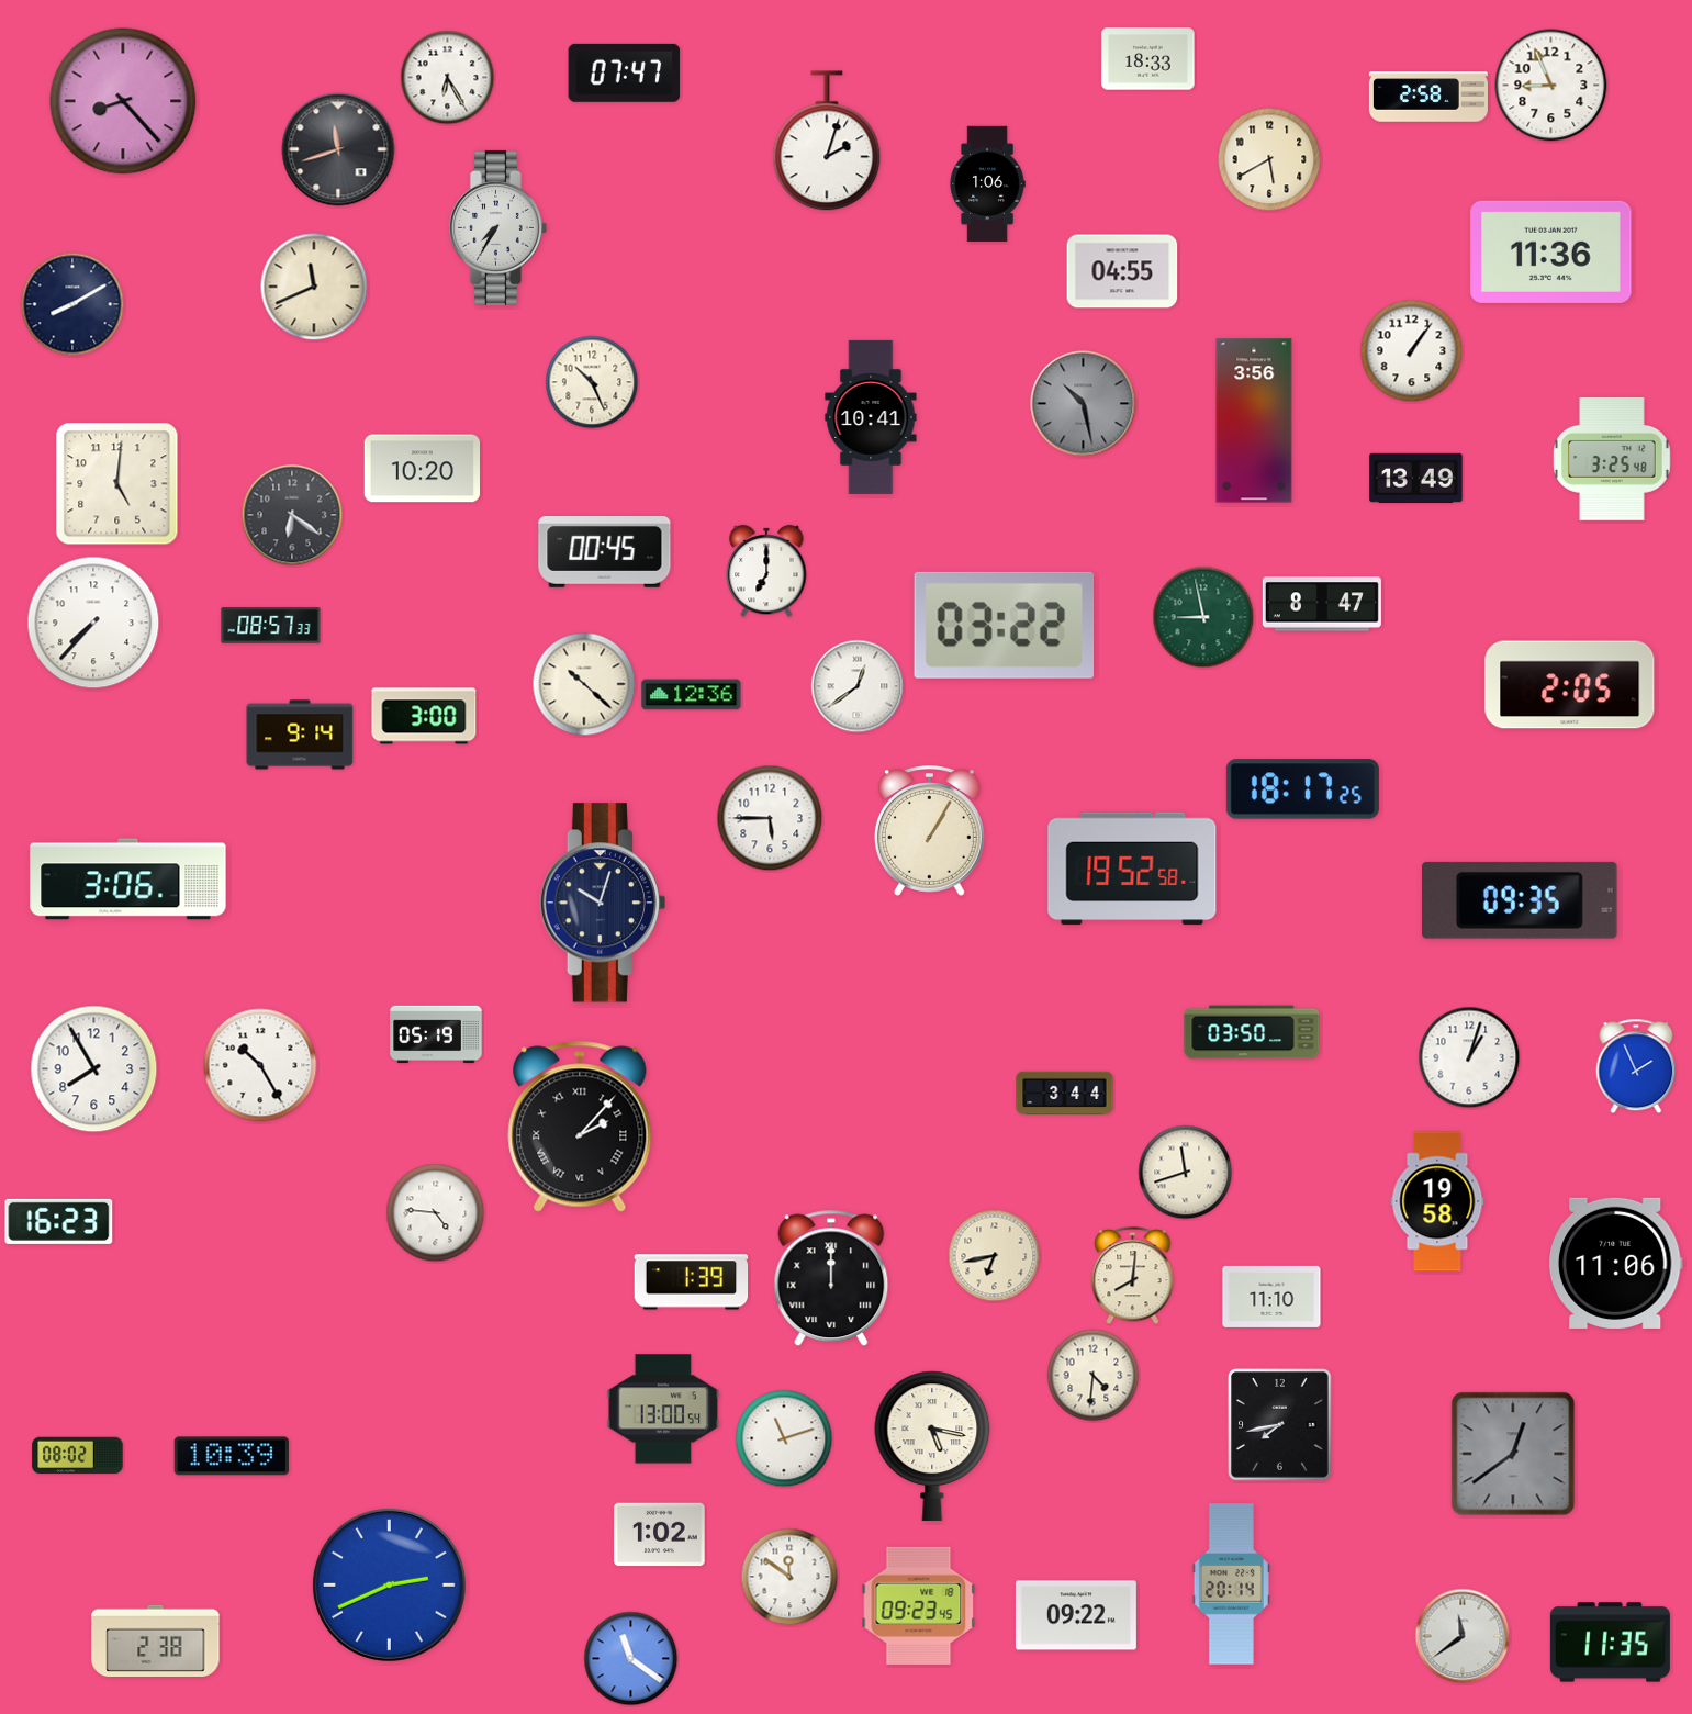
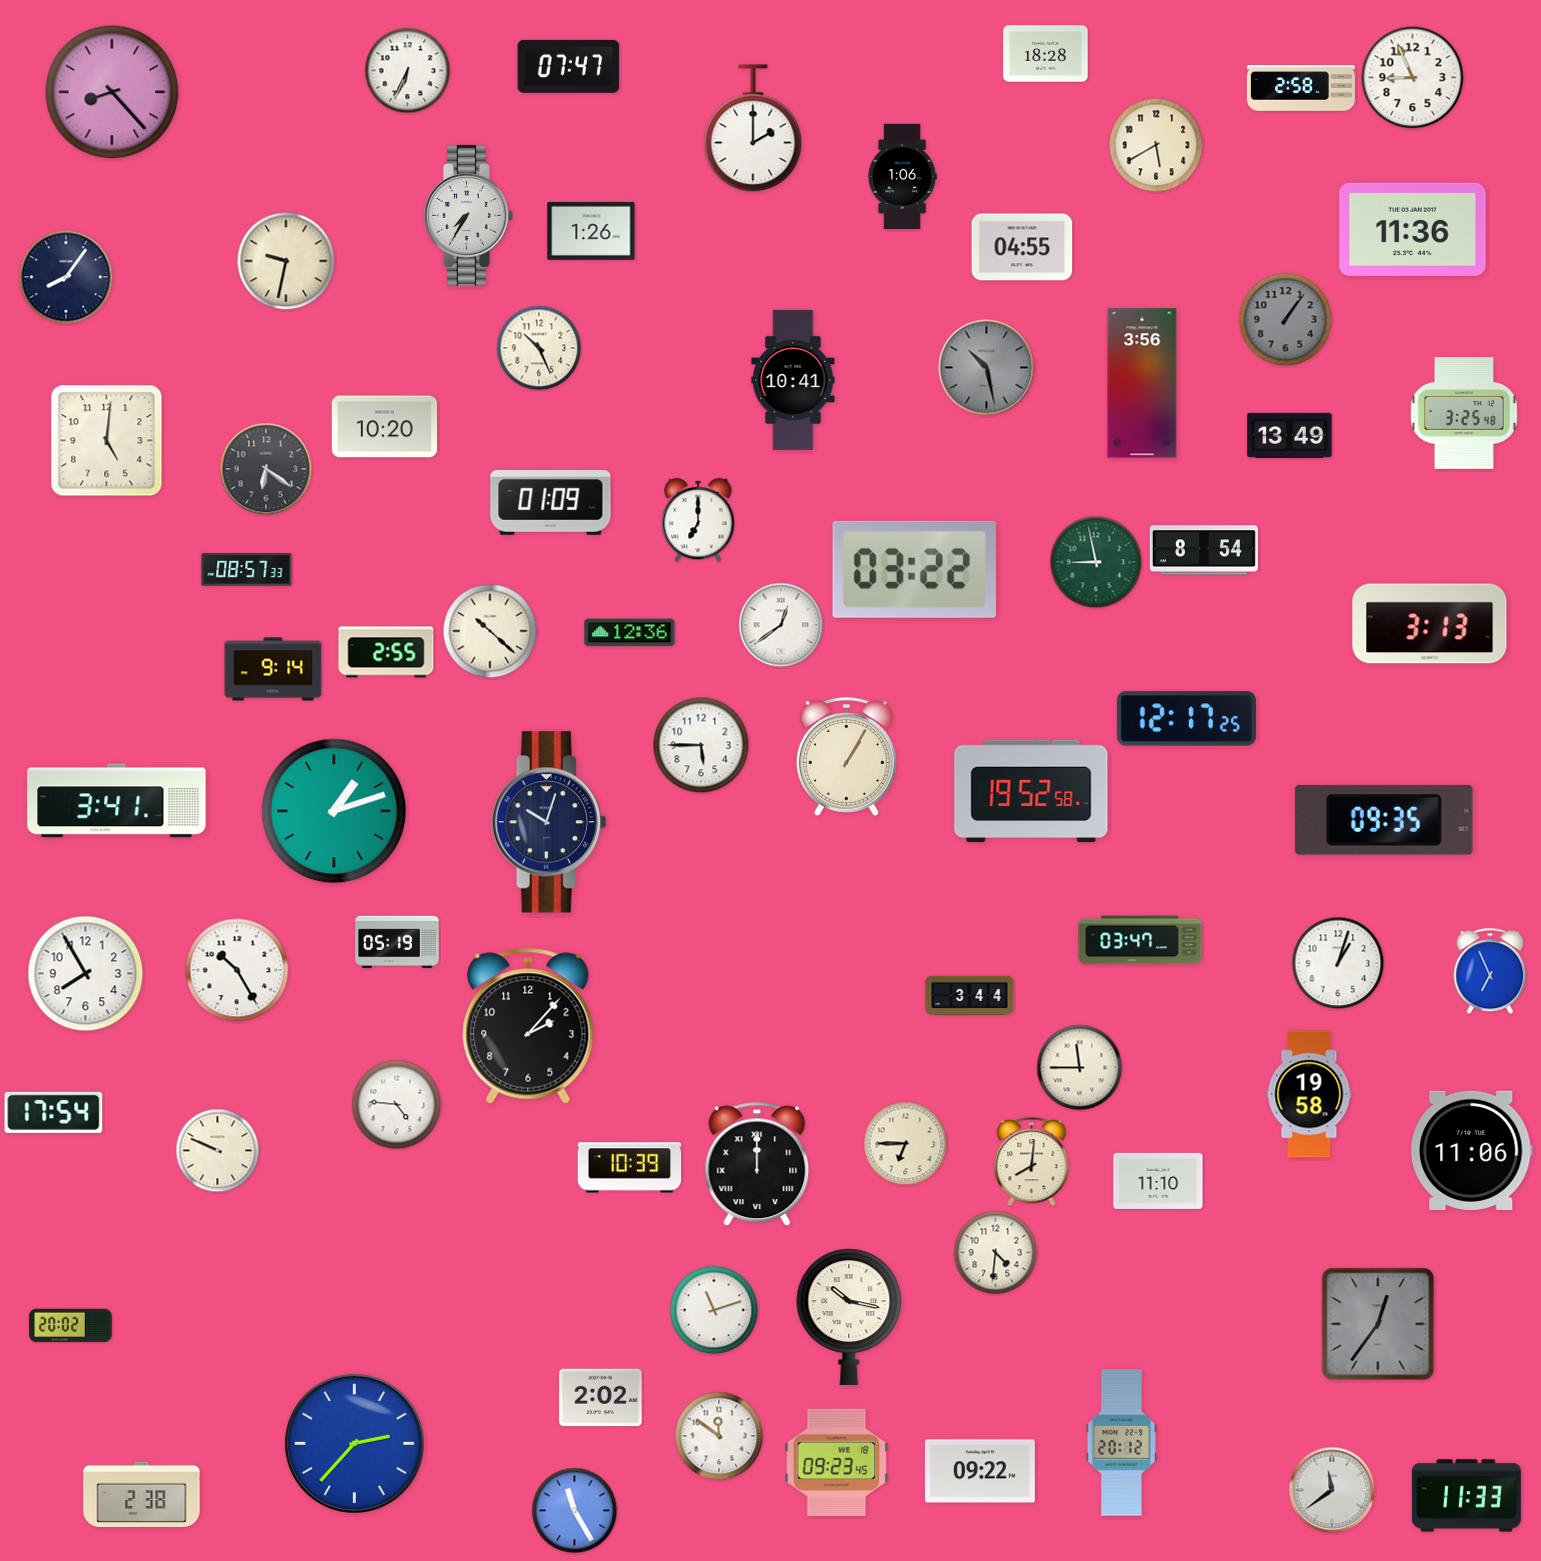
clock at (1148, 59): 18:33 -> 18:28
clock at (448, 78): 6:25 -> 6:34
clock at (827, 142): 2:03 -> 2:00
clock at (338, 149): 11:42 -> none
clock at (987, 184) position: (987, 184) -> (902, 177)
clock at (497, 227) position: (497, 227) -> (468, 215)
clock at (591, 231): none -> 1:26
clock at (314, 287): 11:41 -> 9:32
clock at (72, 304): 8:10 -> 8:06
clock at (1412, 351) dial: white -> grey
clock at (1613, 460) position: (1613, 460) -> (1465, 414)
clock at (605, 552): 00:45 -> 01:09
clock at (1322, 604): 8:47 -> 8:54
clock at (93, 623): 7:37 -> none
clock at (584, 684) position: (584, 684) -> (490, 631)
clock at (1570, 685): 2:05 -> 3:13
clock at (424, 716): 3:00 -> 2:55
clock at (1302, 789): 18:17 -> 12:17
clock at (128, 880): 3:06 -> 3:41
clock at (334, 811): none -> 1:12
clock at (1252, 1032): 03:50 -> 03:47
clock at (1636, 1066): 1:56 -> 6:56
clock at (580, 1127) numerals: Roman -> Arabic
clock at (1186, 1173): 11:42 -> 11:45
clock at (59, 1221): 16:23 -> 17:54
clock at (995, 1256): 6:43 -> 6:45
clock at (218, 1151): none -> 9:49
clock at (692, 1282): 1:39 -> 10:39
clock at (663, 1409): 13:00 -> none
clock at (1280, 1425): 7:43 -> none
clock at (932, 1446): 5:17 -> 10:17
clock at (1513, 1454): 12:39 -> 12:36
clock at (78, 1456): 08:02 -> 20:02
clock at (232, 1456): 10:39 -> none
clock at (660, 1535): 1:02 -> 2:02
clock at (389, 1584): 2:41 -> 2:37
clock at (1231, 1584): 20:14 -> 20:12
clock at (1610, 1643): 11:35 -> 11:33
clock at (631, 1659): 11:21 -> 11:25
